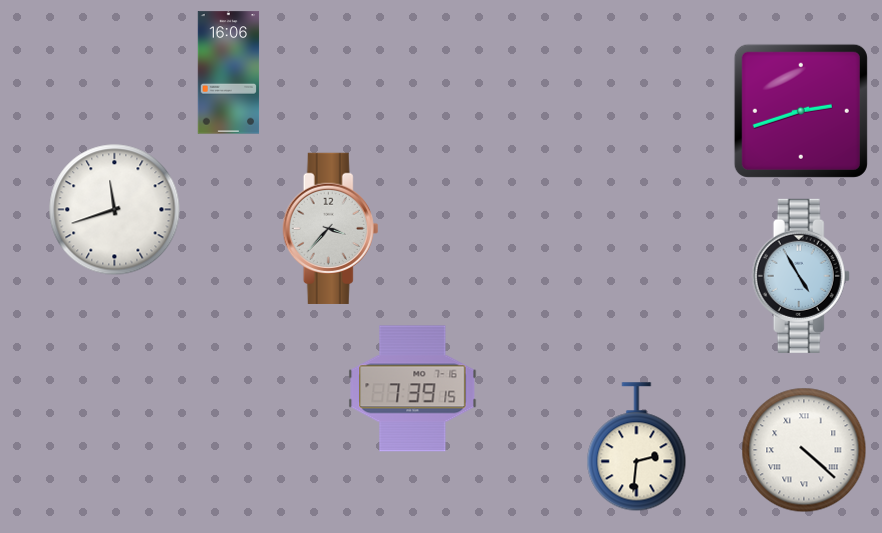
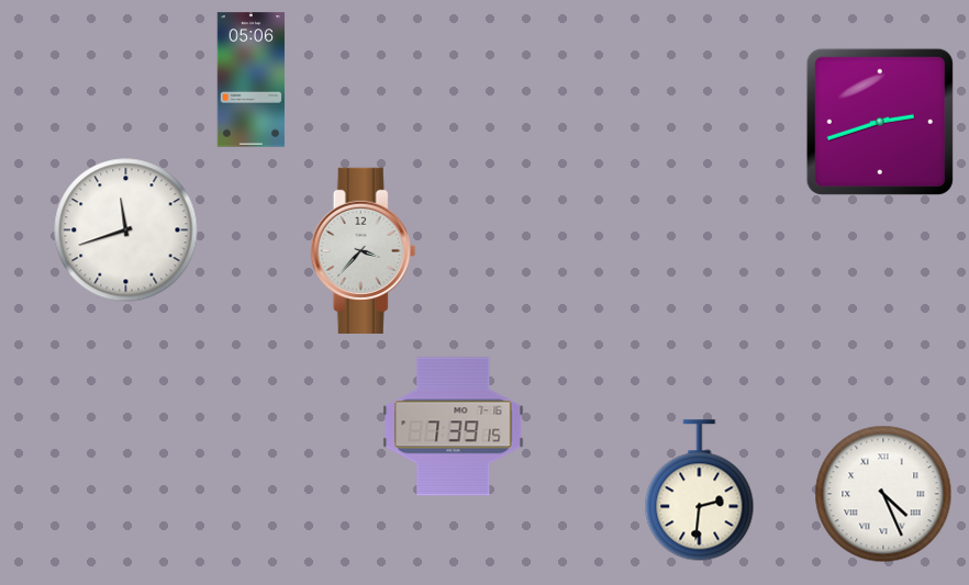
clock at (229, 73): 16:06 -> 05:06
clock at (801, 276): 4:55 -> none
clock at (804, 450): 4:22 -> 4:26
